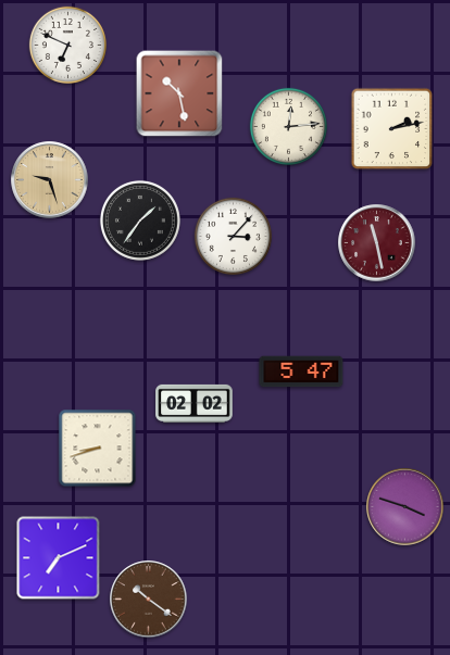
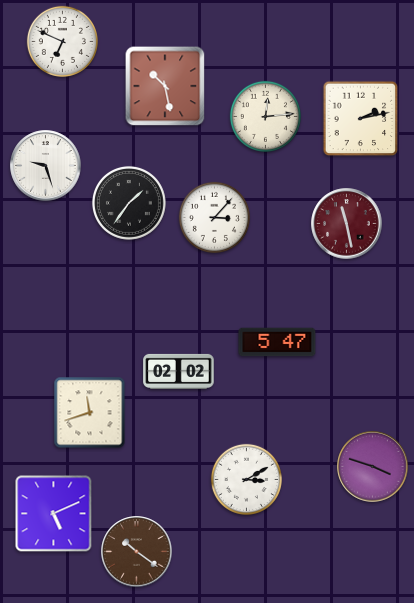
clock at (50, 180) dial: champagne -> white
clock at (98, 449): 8:42 -> 11:42
clock at (246, 479): none -> 3:10
clock at (59, 558): 7:11 -> 5:11
